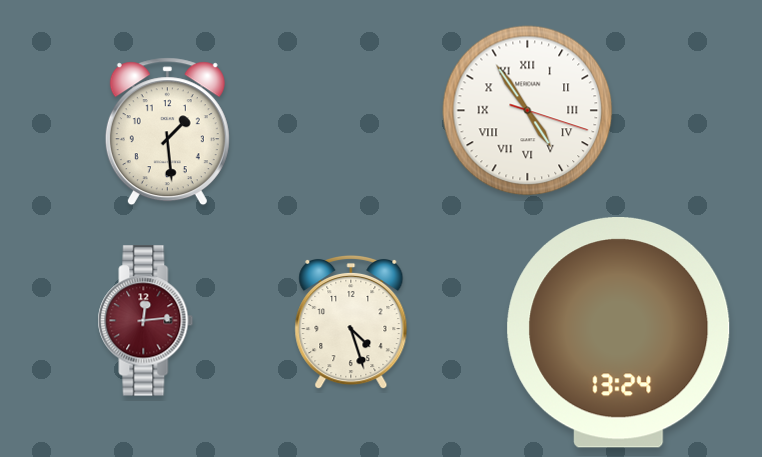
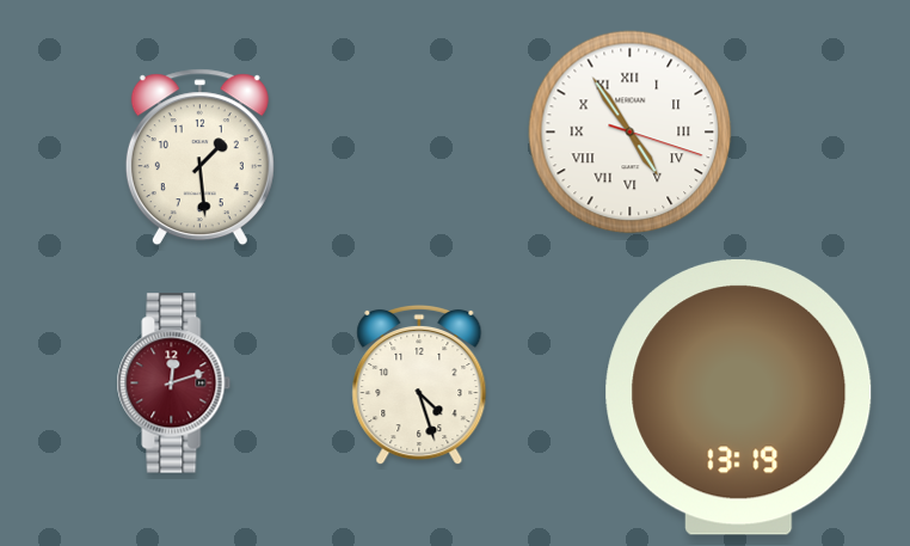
clock at (146, 321): 12:14 -> 12:12
clock at (619, 333): 13:24 -> 13:19
